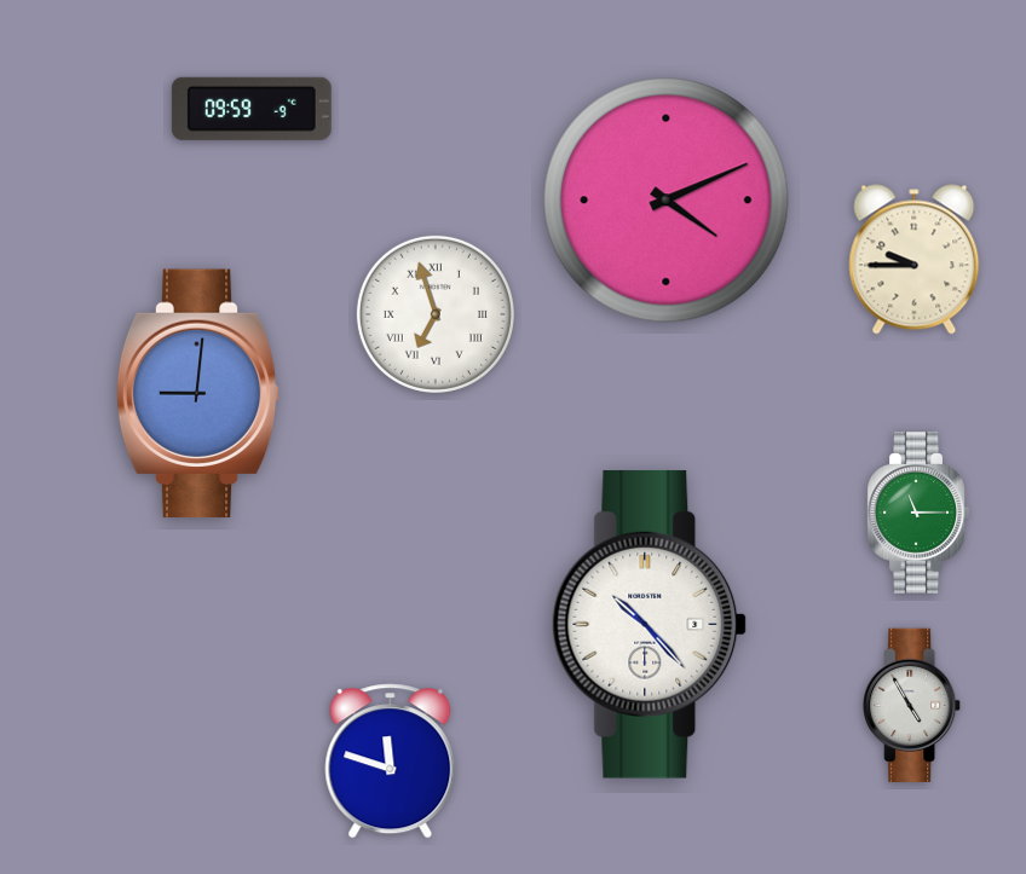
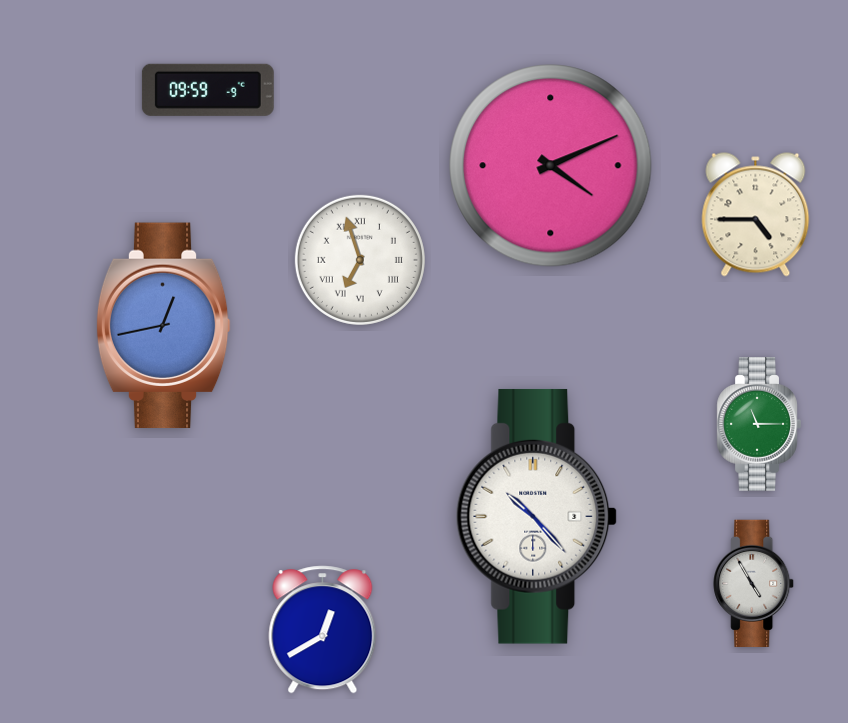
clock at (915, 260): 9:45 -> 4:45
clock at (197, 394): 9:01 -> 12:43
clock at (391, 762): 11:48 -> 12:40
